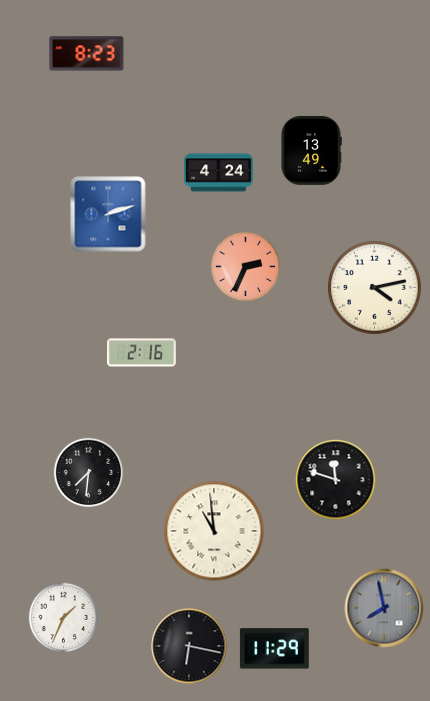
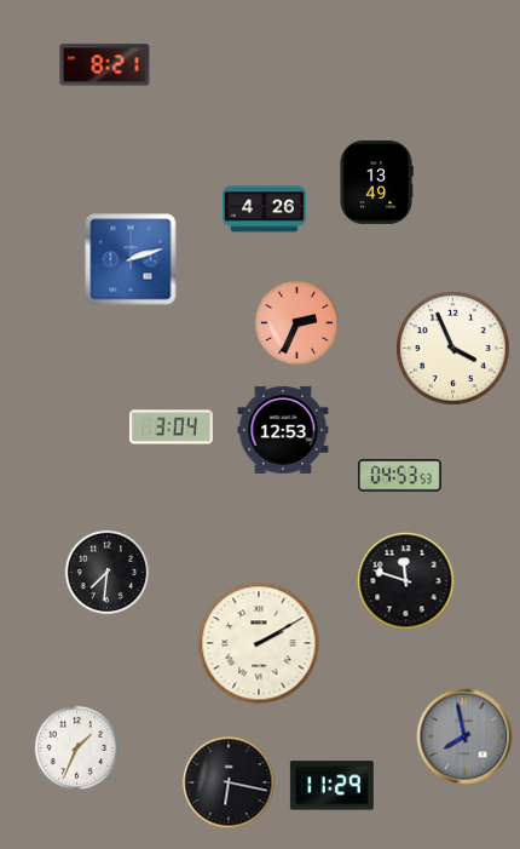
clock at (87, 54): 8:23 -> 8:21
clock at (218, 173): 4:24 -> 4:26
clock at (375, 288): 4:13 -> 3:56
clock at (141, 353): 2:16 -> 3:04
clock at (283, 430): none -> 12:53
clock at (399, 476): none -> 04:53
clock at (214, 531): 10:59 -> 2:10
